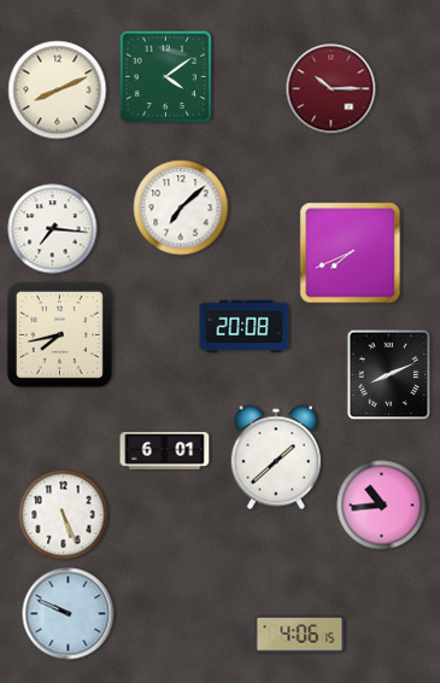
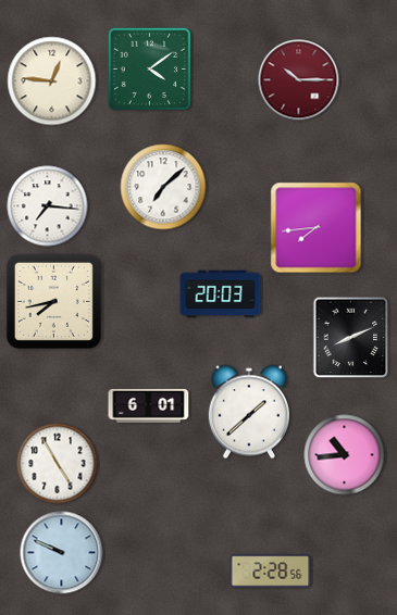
clock at (58, 91): 8:11 -> 12:46
clock at (351, 253): 7:41 -> 7:44
clock at (245, 327): 20:08 -> 20:03
clock at (64, 515): 5:26 -> 4:55
clock at (300, 635): 4:06 -> 2:28
